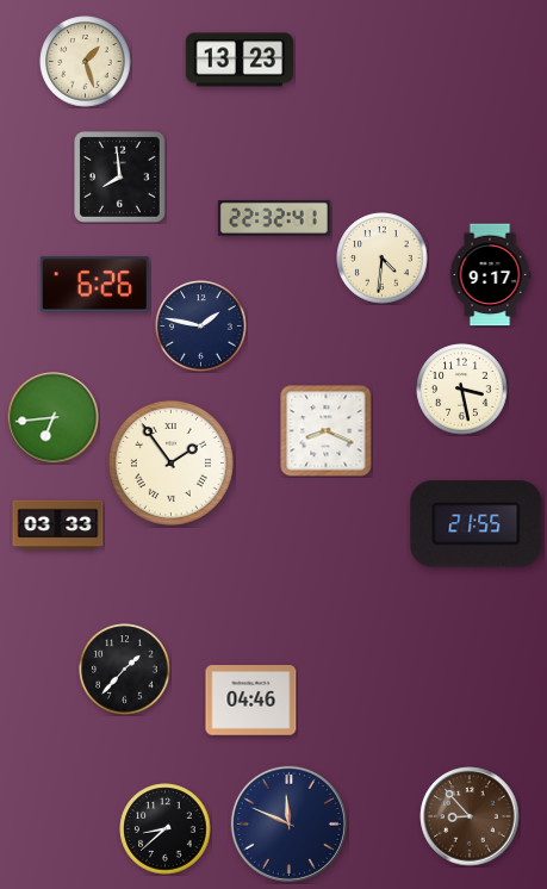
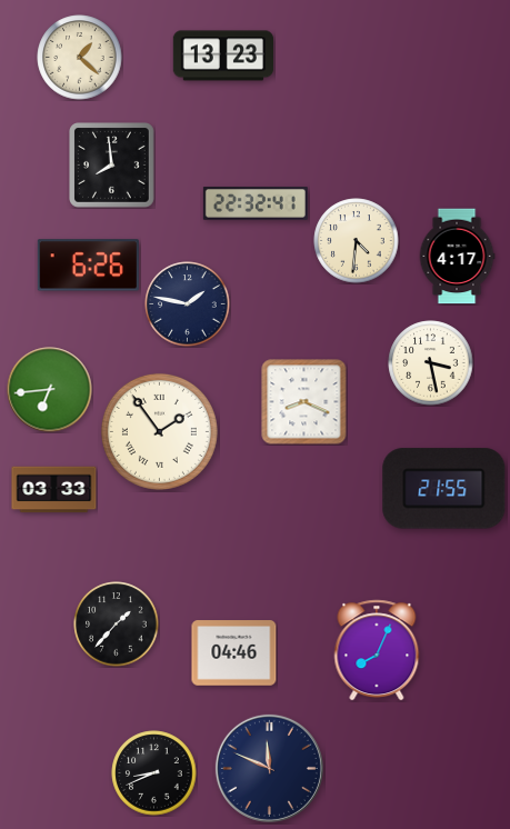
clock at (86, 62): 1:27 -> 1:22
clock at (490, 275): 9:17 -> 4:17
clock at (377, 650): none -> 8:04
clock at (470, 816): 8:53 -> none
clock at (166, 829): 8:38 -> 8:41
